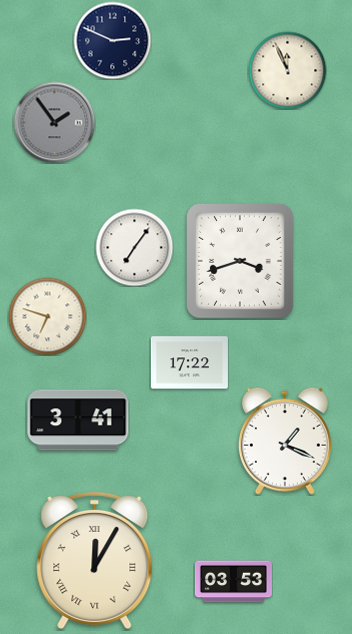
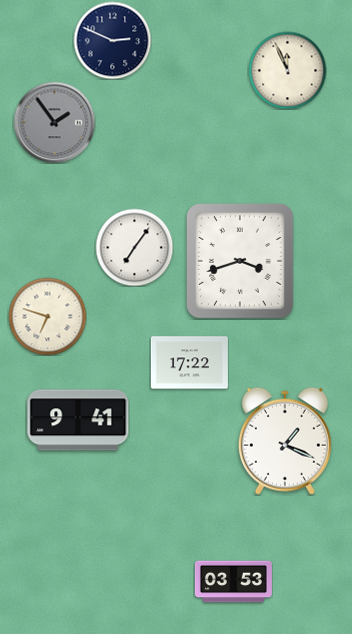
clock at (78, 420): 3:41 -> 9:41
clock at (95, 560): 12:05 -> none
